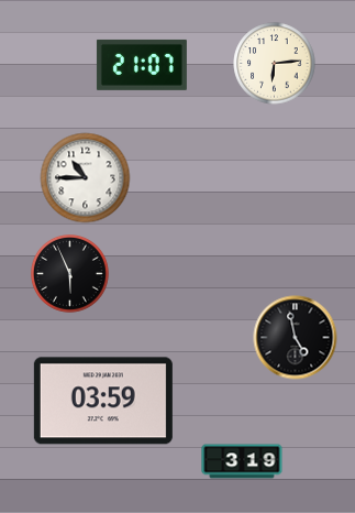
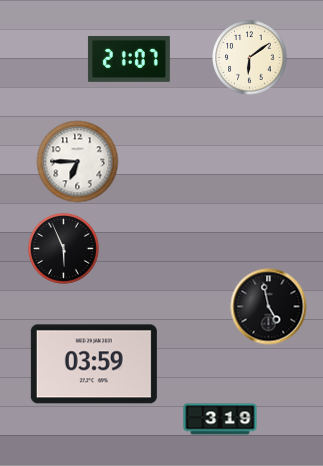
clock at (275, 64): 6:14 -> 6:09
clock at (86, 178): 10:45 -> 6:45
